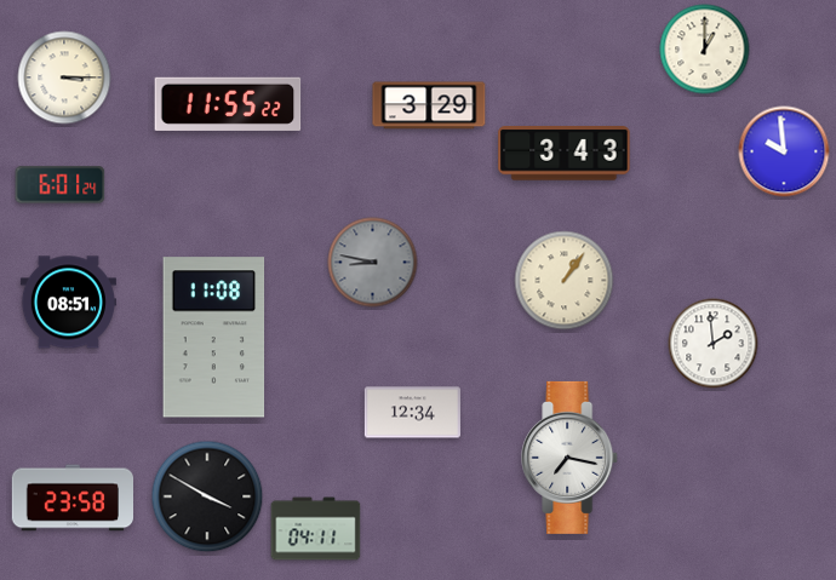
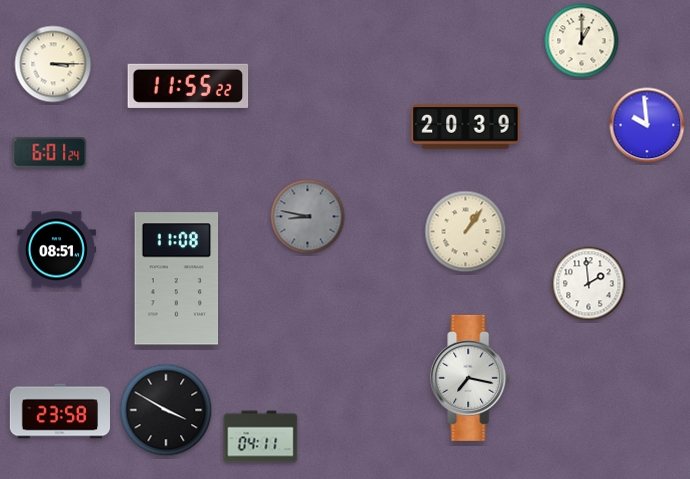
clock at (429, 105): 3:29 -> none
clock at (565, 154): 3:43 -> 20:39
clock at (412, 413): 12:34 -> none
clock at (207, 496) position: (207, 496) -> (166, 410)
